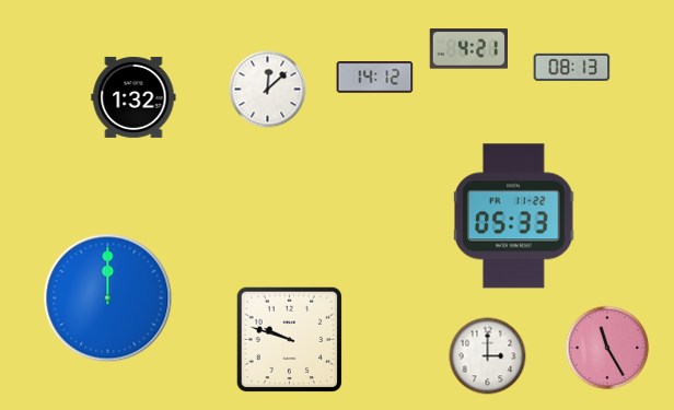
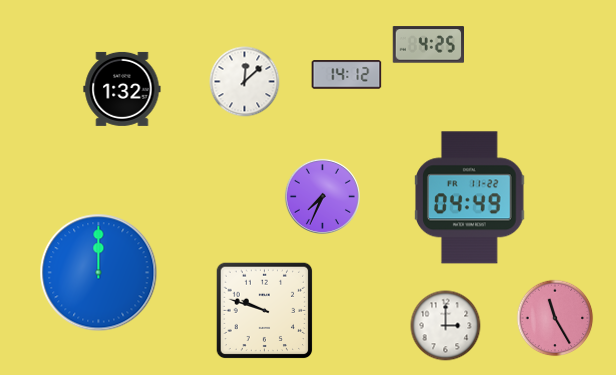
clock at (468, 49): 4:21 -> 4:25
clock at (572, 67): 08:13 -> none
clock at (375, 78) position: (375, 78) -> (347, 75)
clock at (322, 196): none -> 7:34
clock at (514, 216): 05:33 -> 04:49
